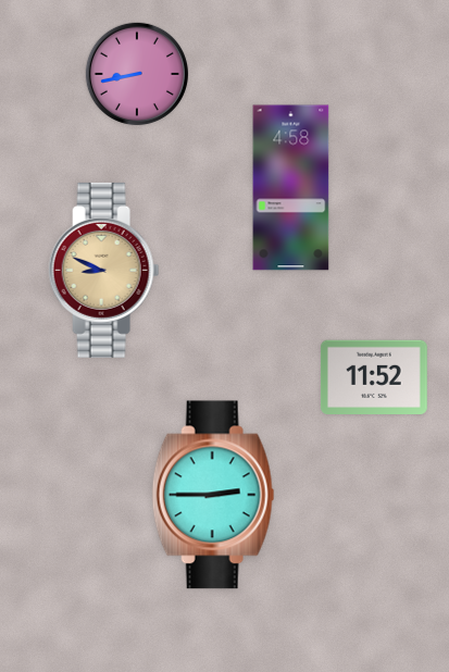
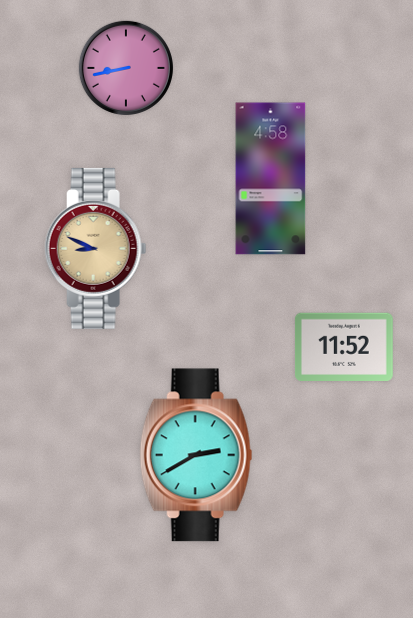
clock at (291, 188) position: (291, 188) -> (271, 179)
clock at (213, 495): 2:45 -> 2:40
